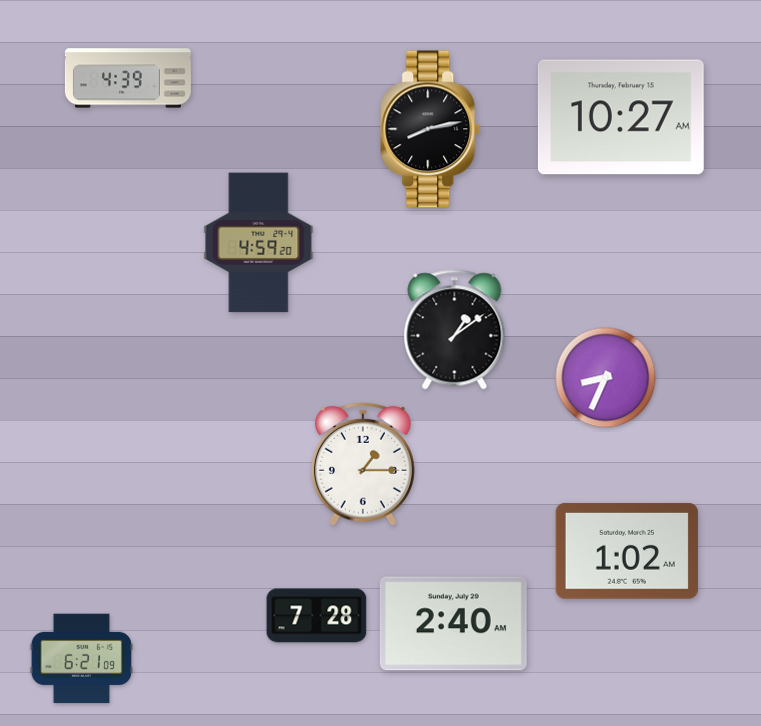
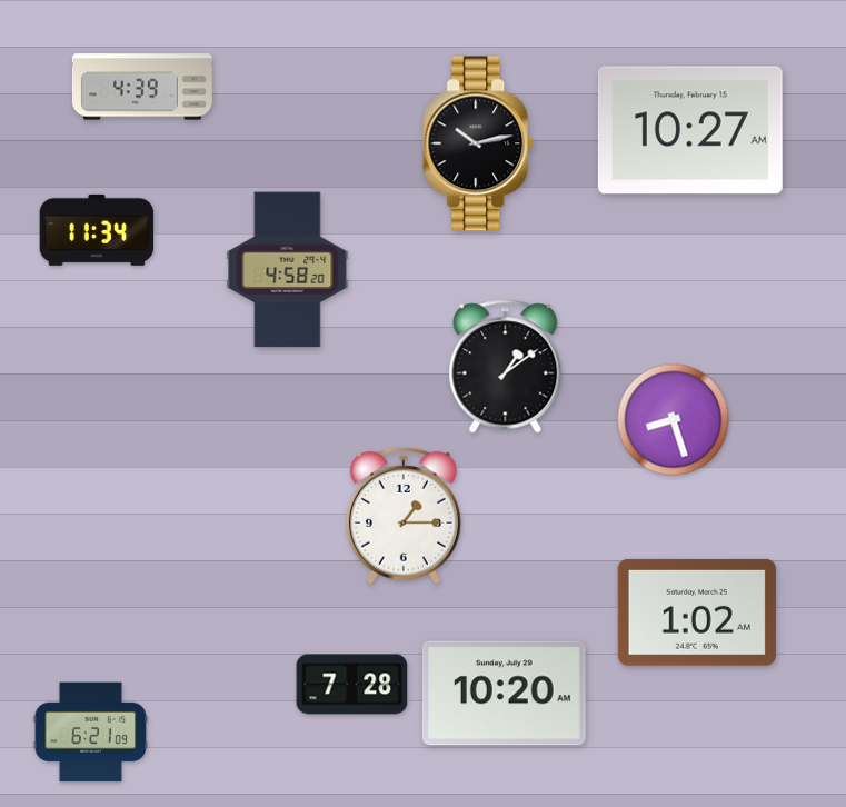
clock at (431, 129): 8:13 -> 10:13
clock at (97, 230): none -> 11:34
clock at (259, 243): 4:59 -> 4:58
clock at (606, 378): 8:34 -> 8:27
clock at (453, 624): 2:40 -> 10:20
